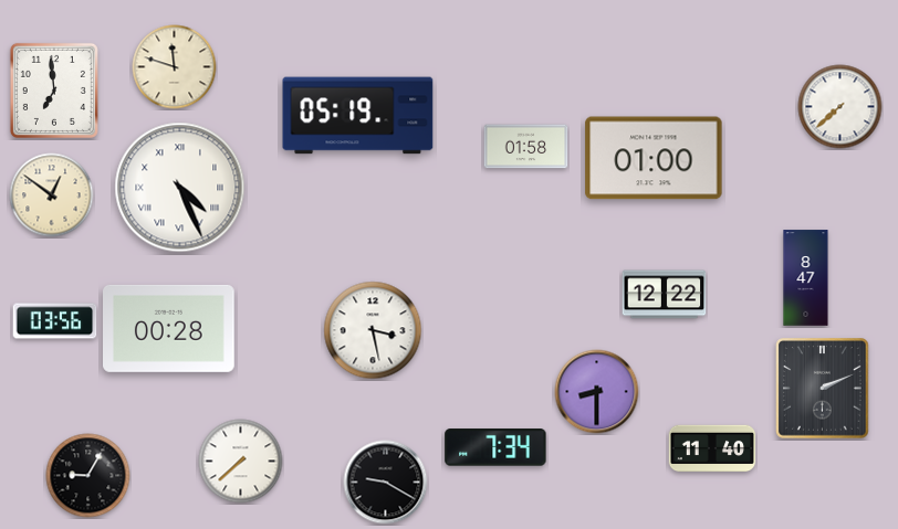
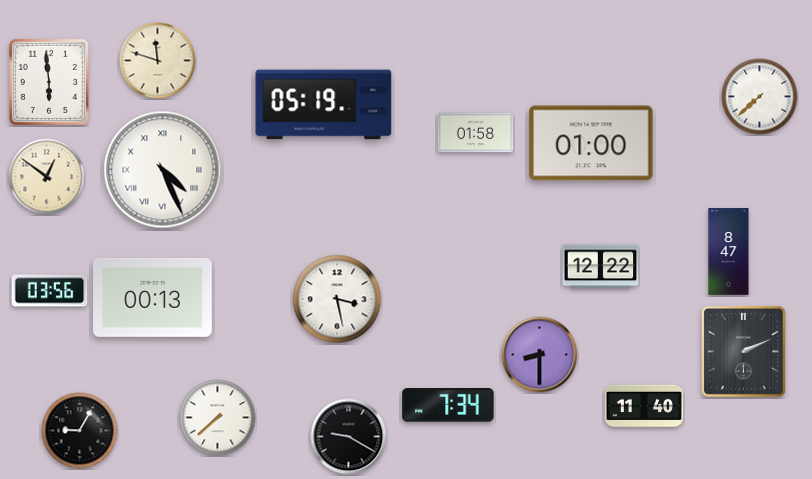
clock at (54, 91): 6:59 -> 5:59
clock at (169, 328): 00:28 -> 00:13
